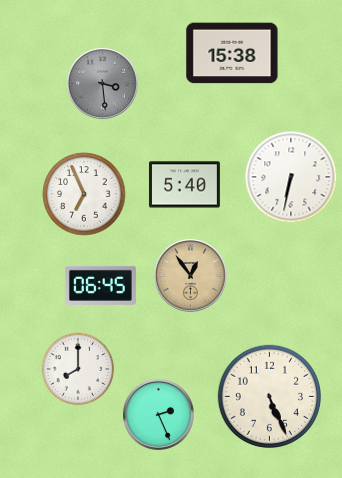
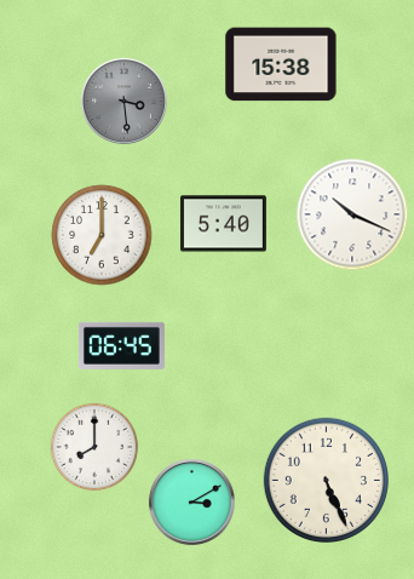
clock at (291, 177): 6:32 -> 10:19
clock at (84, 194): 6:56 -> 7:00
clock at (191, 276): 12:54 -> none
clock at (158, 414): 2:26 -> 3:10
